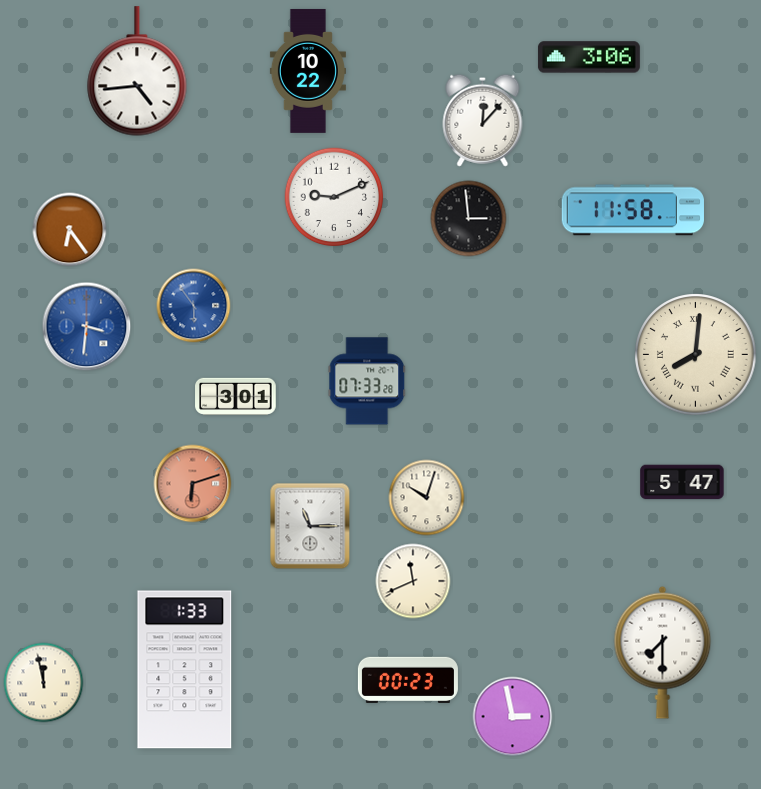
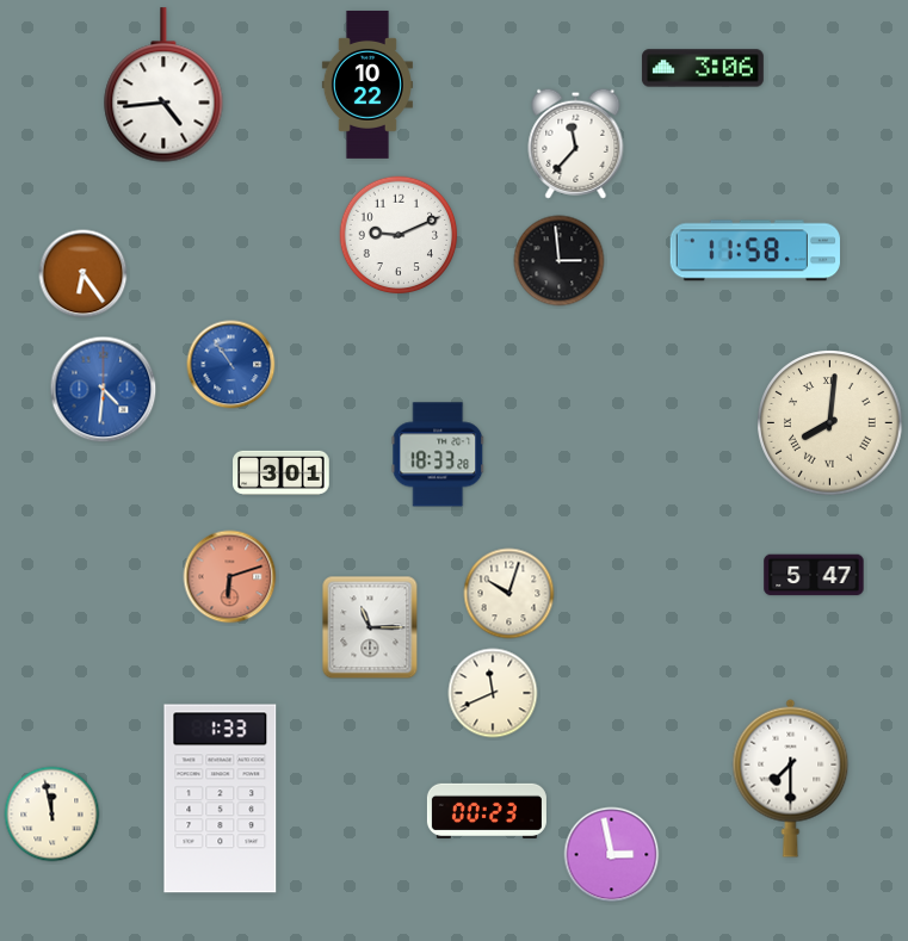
clock at (483, 120): 12:07 -> 11:37
clock at (194, 306): 5:54 -> 10:54
clock at (87, 327): 3:31 -> 4:31
clock at (367, 381): 07:33 -> 18:33
